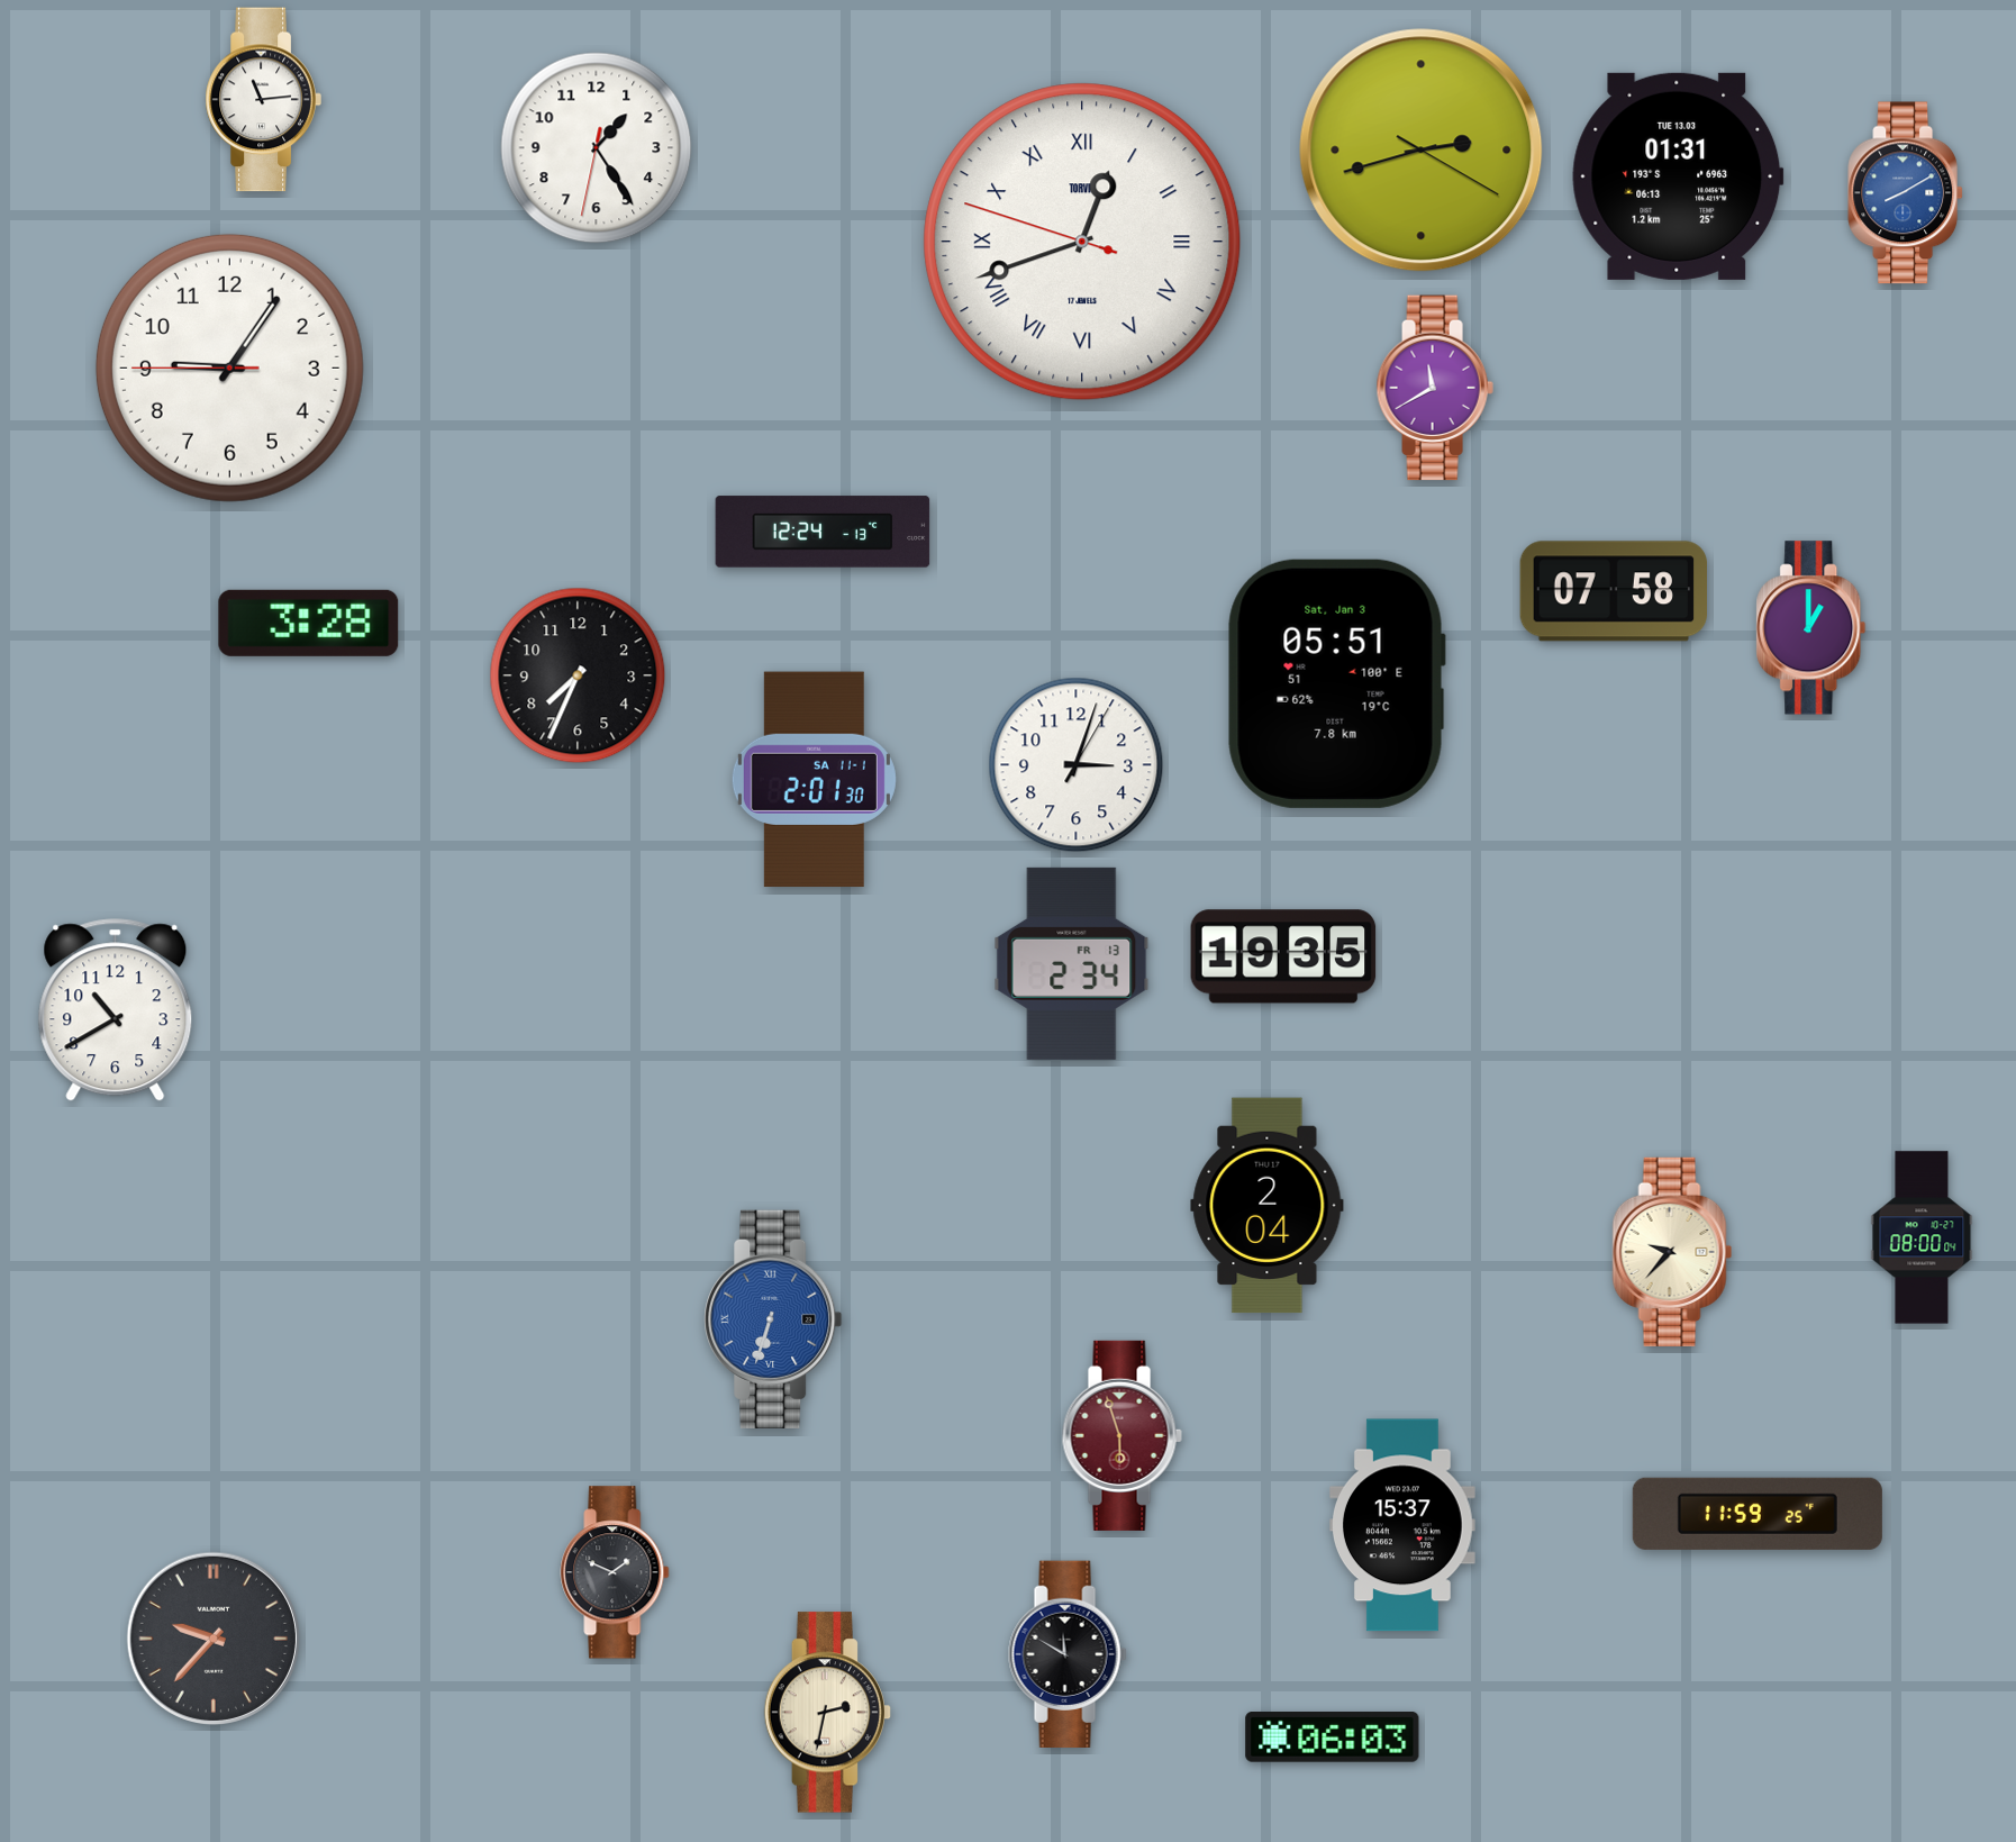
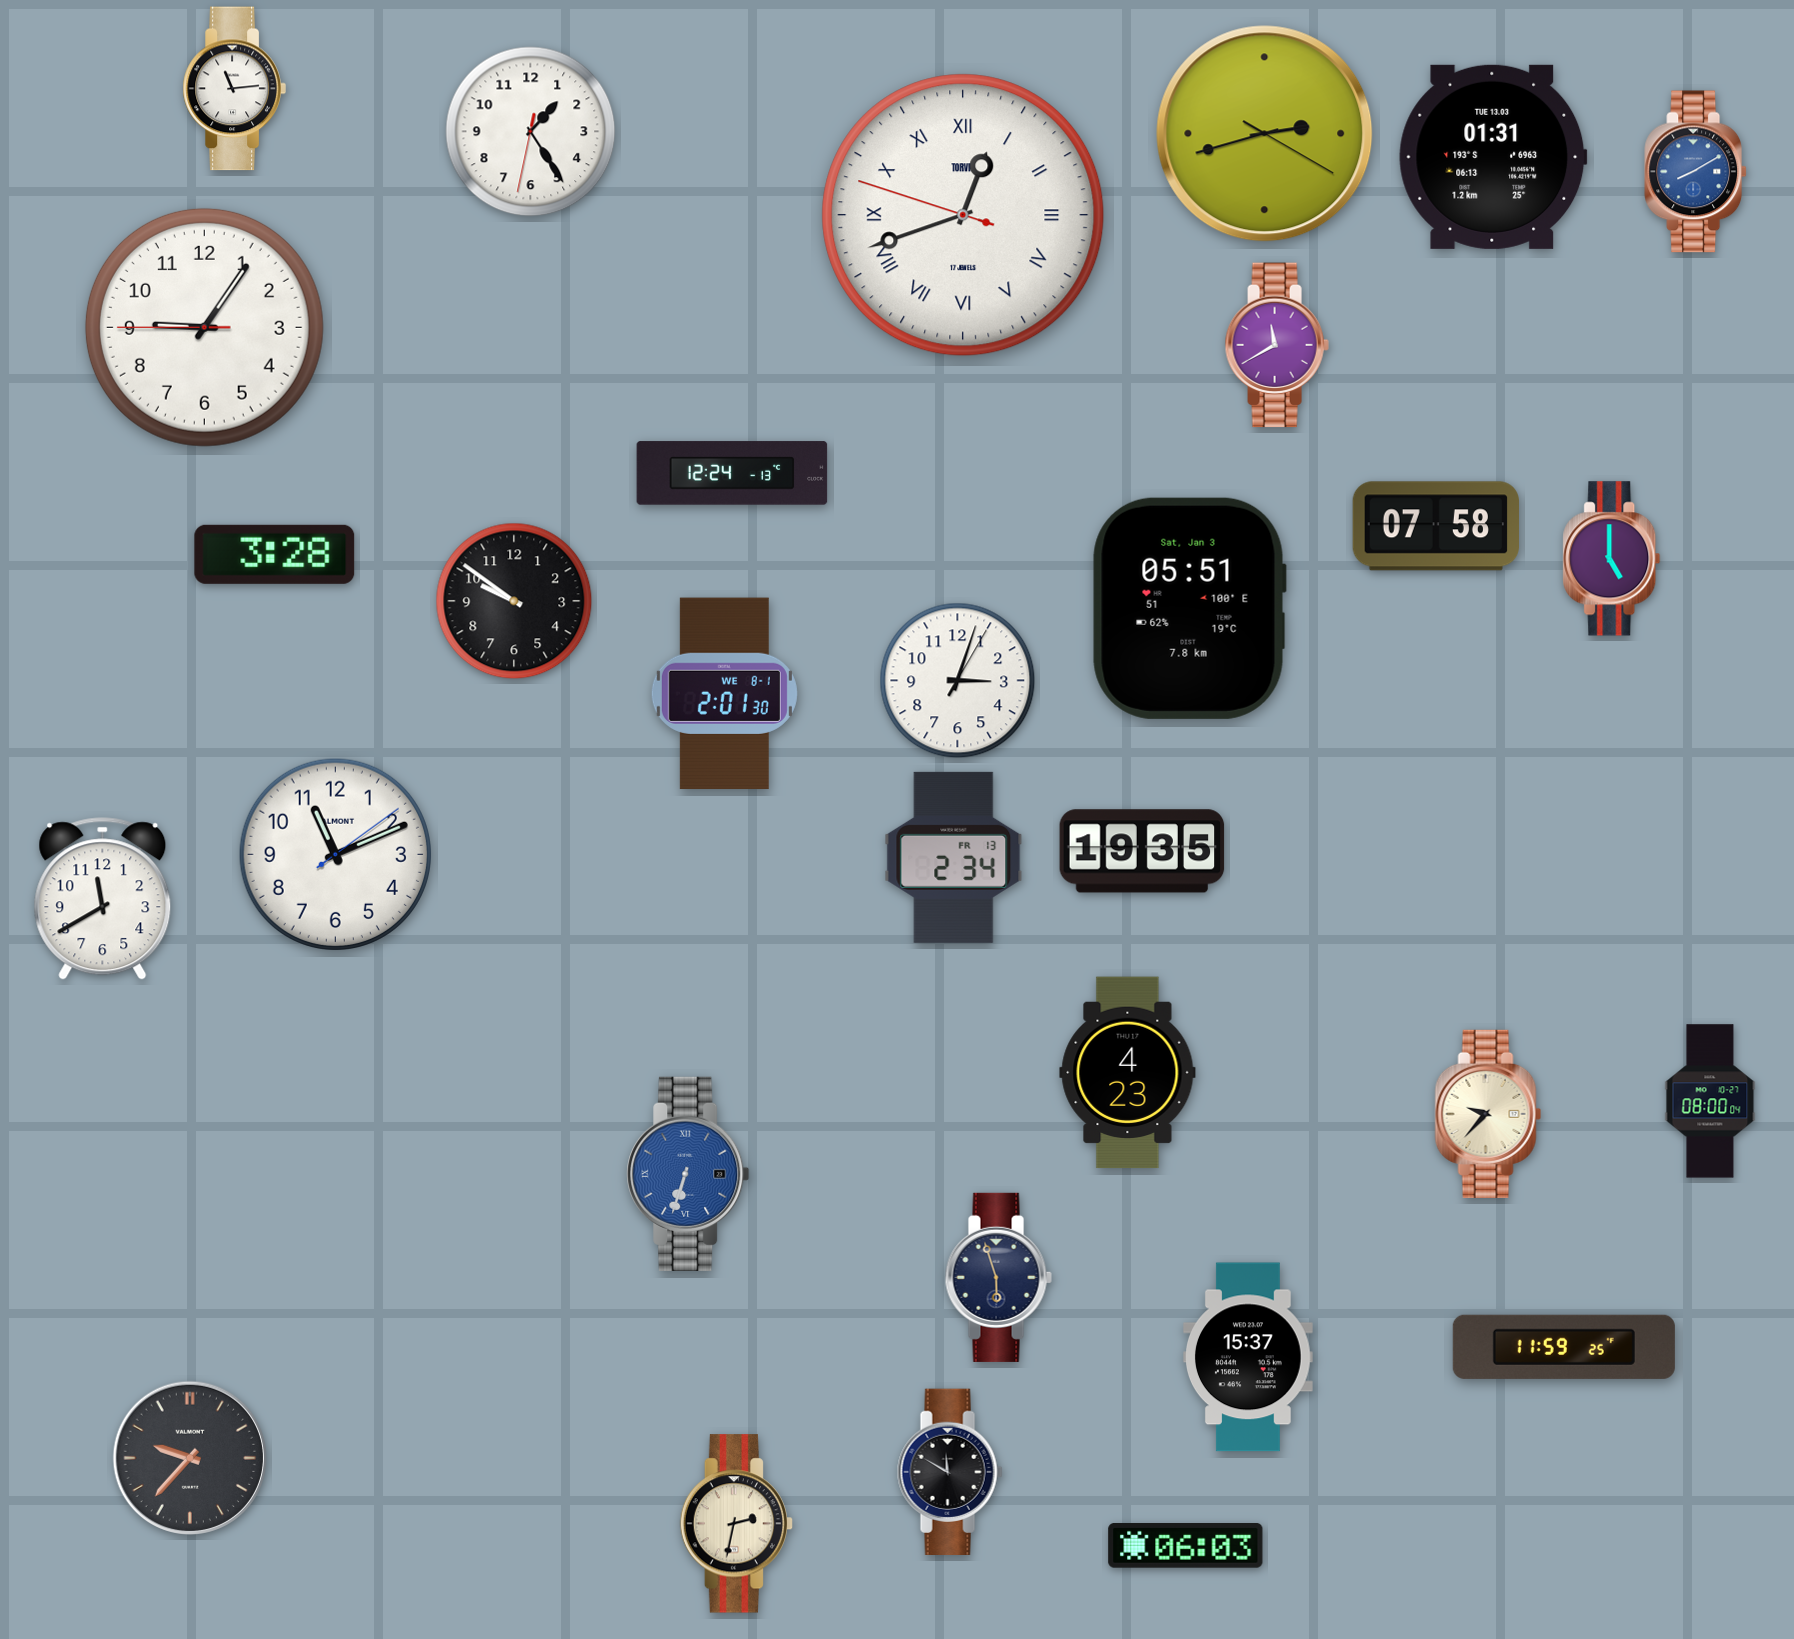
clock at (1811, 628): 1:00 -> 5:00
clock at (578, 675): 7:34 -> 9:51
clock at (814, 780) date: SA 11-1 -> WE 8-1
clock at (335, 854): none -> 11:11
clock at (116, 1010): 10:40 -> 11:40
clock at (1268, 1206): 2:04 -> 4:23
clock at (1121, 1435) dial: burgundy -> navy
clock at (615, 1572): 1:49 -> none
